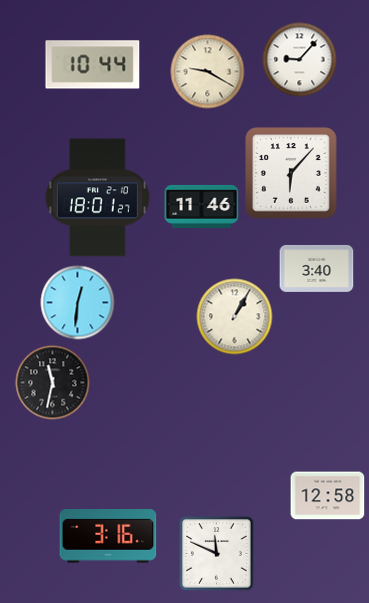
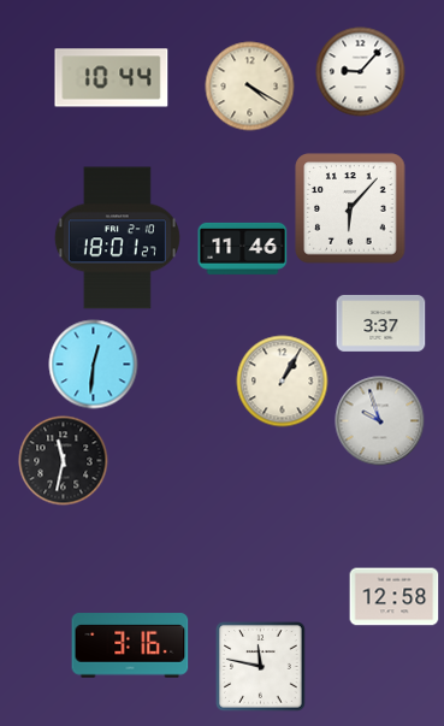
clock at (208, 72): 9:20 -> 4:20
clock at (317, 268): 3:40 -> 3:37
clock at (380, 421): none -> 9:57
clock at (217, 554): 11:49 -> 11:47
